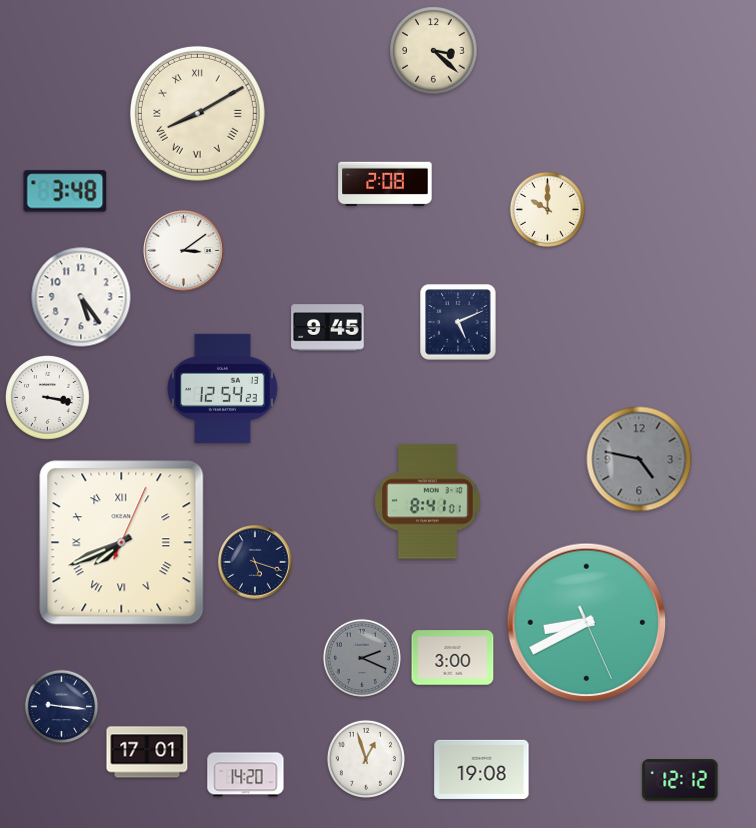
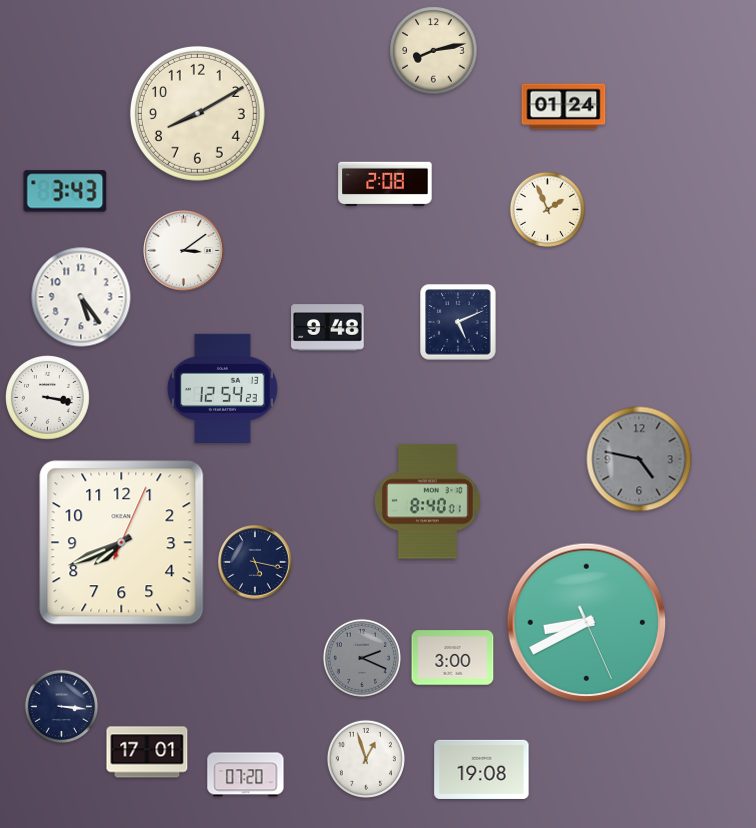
clock at (434, 51): 3:22 -> 8:13
clock at (564, 107): none -> 01:24
clock at (197, 113) numerals: Roman -> Arabic
clock at (65, 191): 3:48 -> 3:43
clock at (547, 209): 10:00 -> 1:56
clock at (328, 328): 9:45 -> 9:48
clock at (428, 502): 8:41 -> 8:40
clock at (122, 543) numerals: Roman -> Arabic
clock at (256, 563): 5:18 -> 5:17
clock at (62, 707): 9:16 -> 3:16
clock at (246, 775): 14:20 -> 07:20
clock at (680, 780): 12:12 -> none
